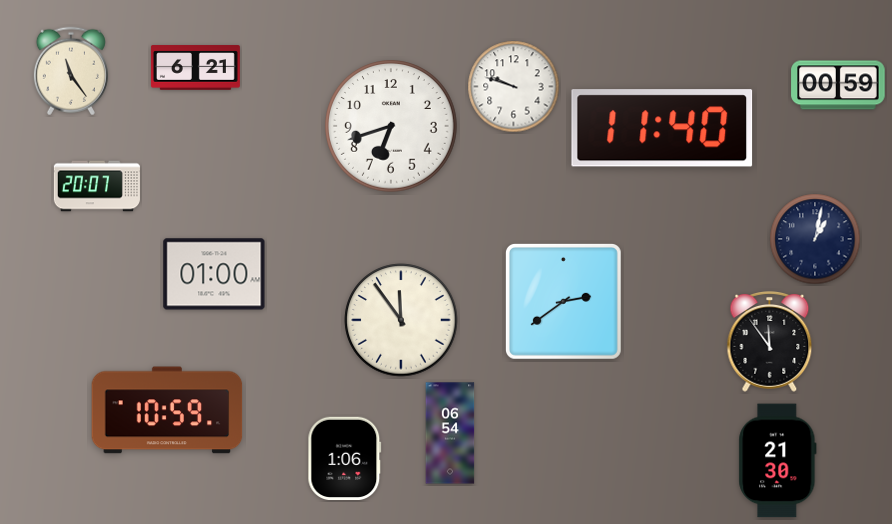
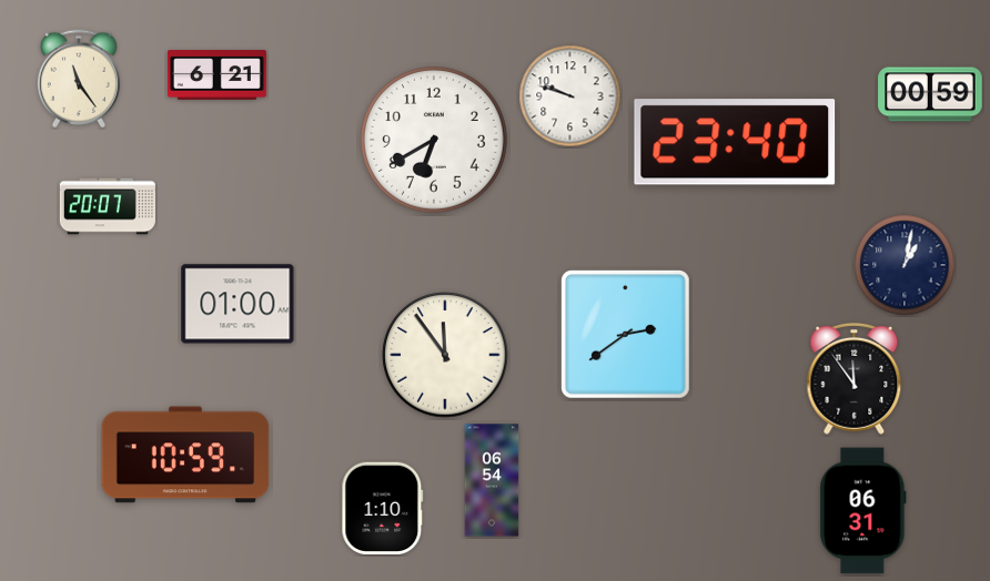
clock at (391, 126): 6:42 -> 6:40
clock at (662, 128): 11:40 -> 23:40
clock at (450, 433) position: (450, 433) -> (492, 480)
clock at (345, 458): 1:06 -> 1:10
clock at (778, 461): 21:30 -> 06:31
